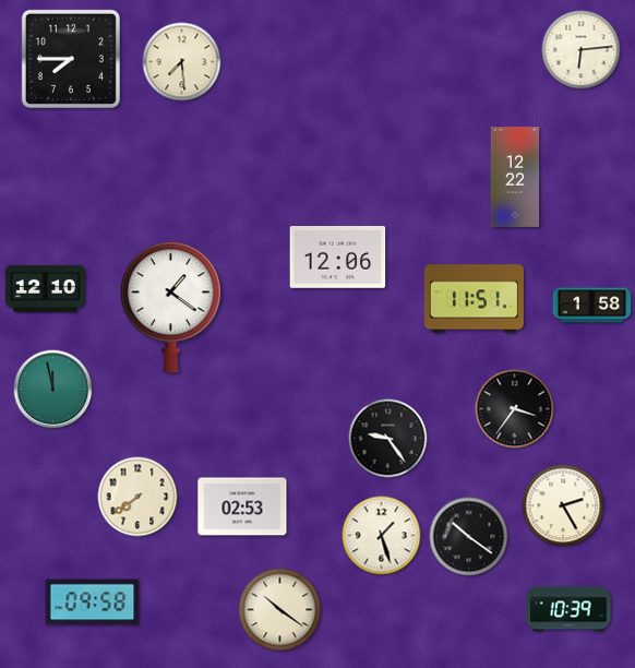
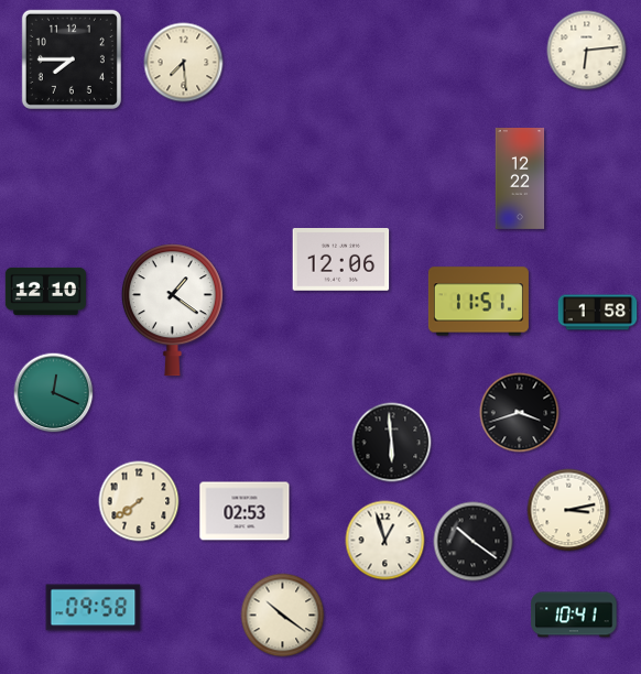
clock at (592, 306) position: (592, 306) -> (598, 313)
clock at (53, 390): 11:58 -> 12:19
clock at (515, 409): 3:36 -> 3:42
clock at (388, 439): 9:24 -> 5:59
clock at (563, 505): 2:25 -> 3:13
clock at (382, 536): 1:27 -> 12:57
clock at (568, 609): 10:39 -> 10:41
